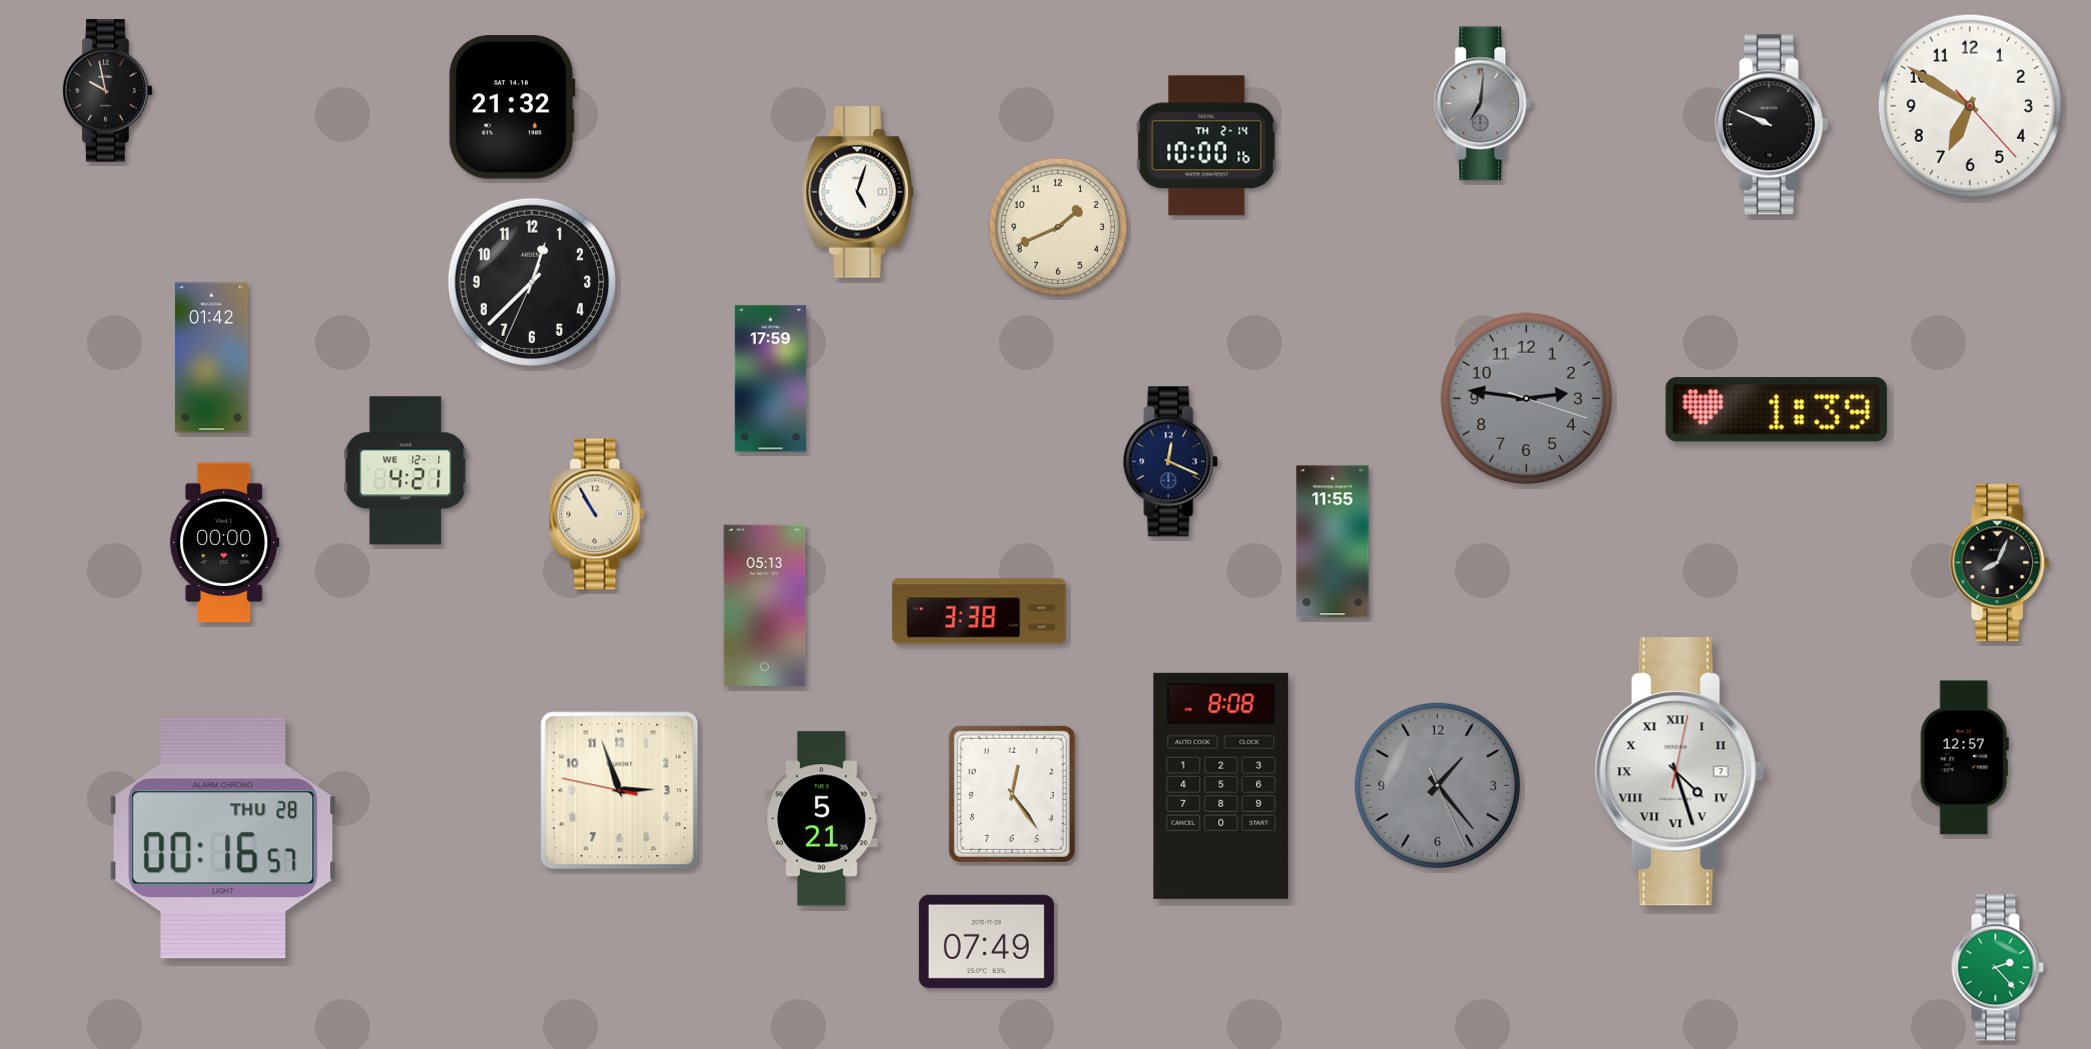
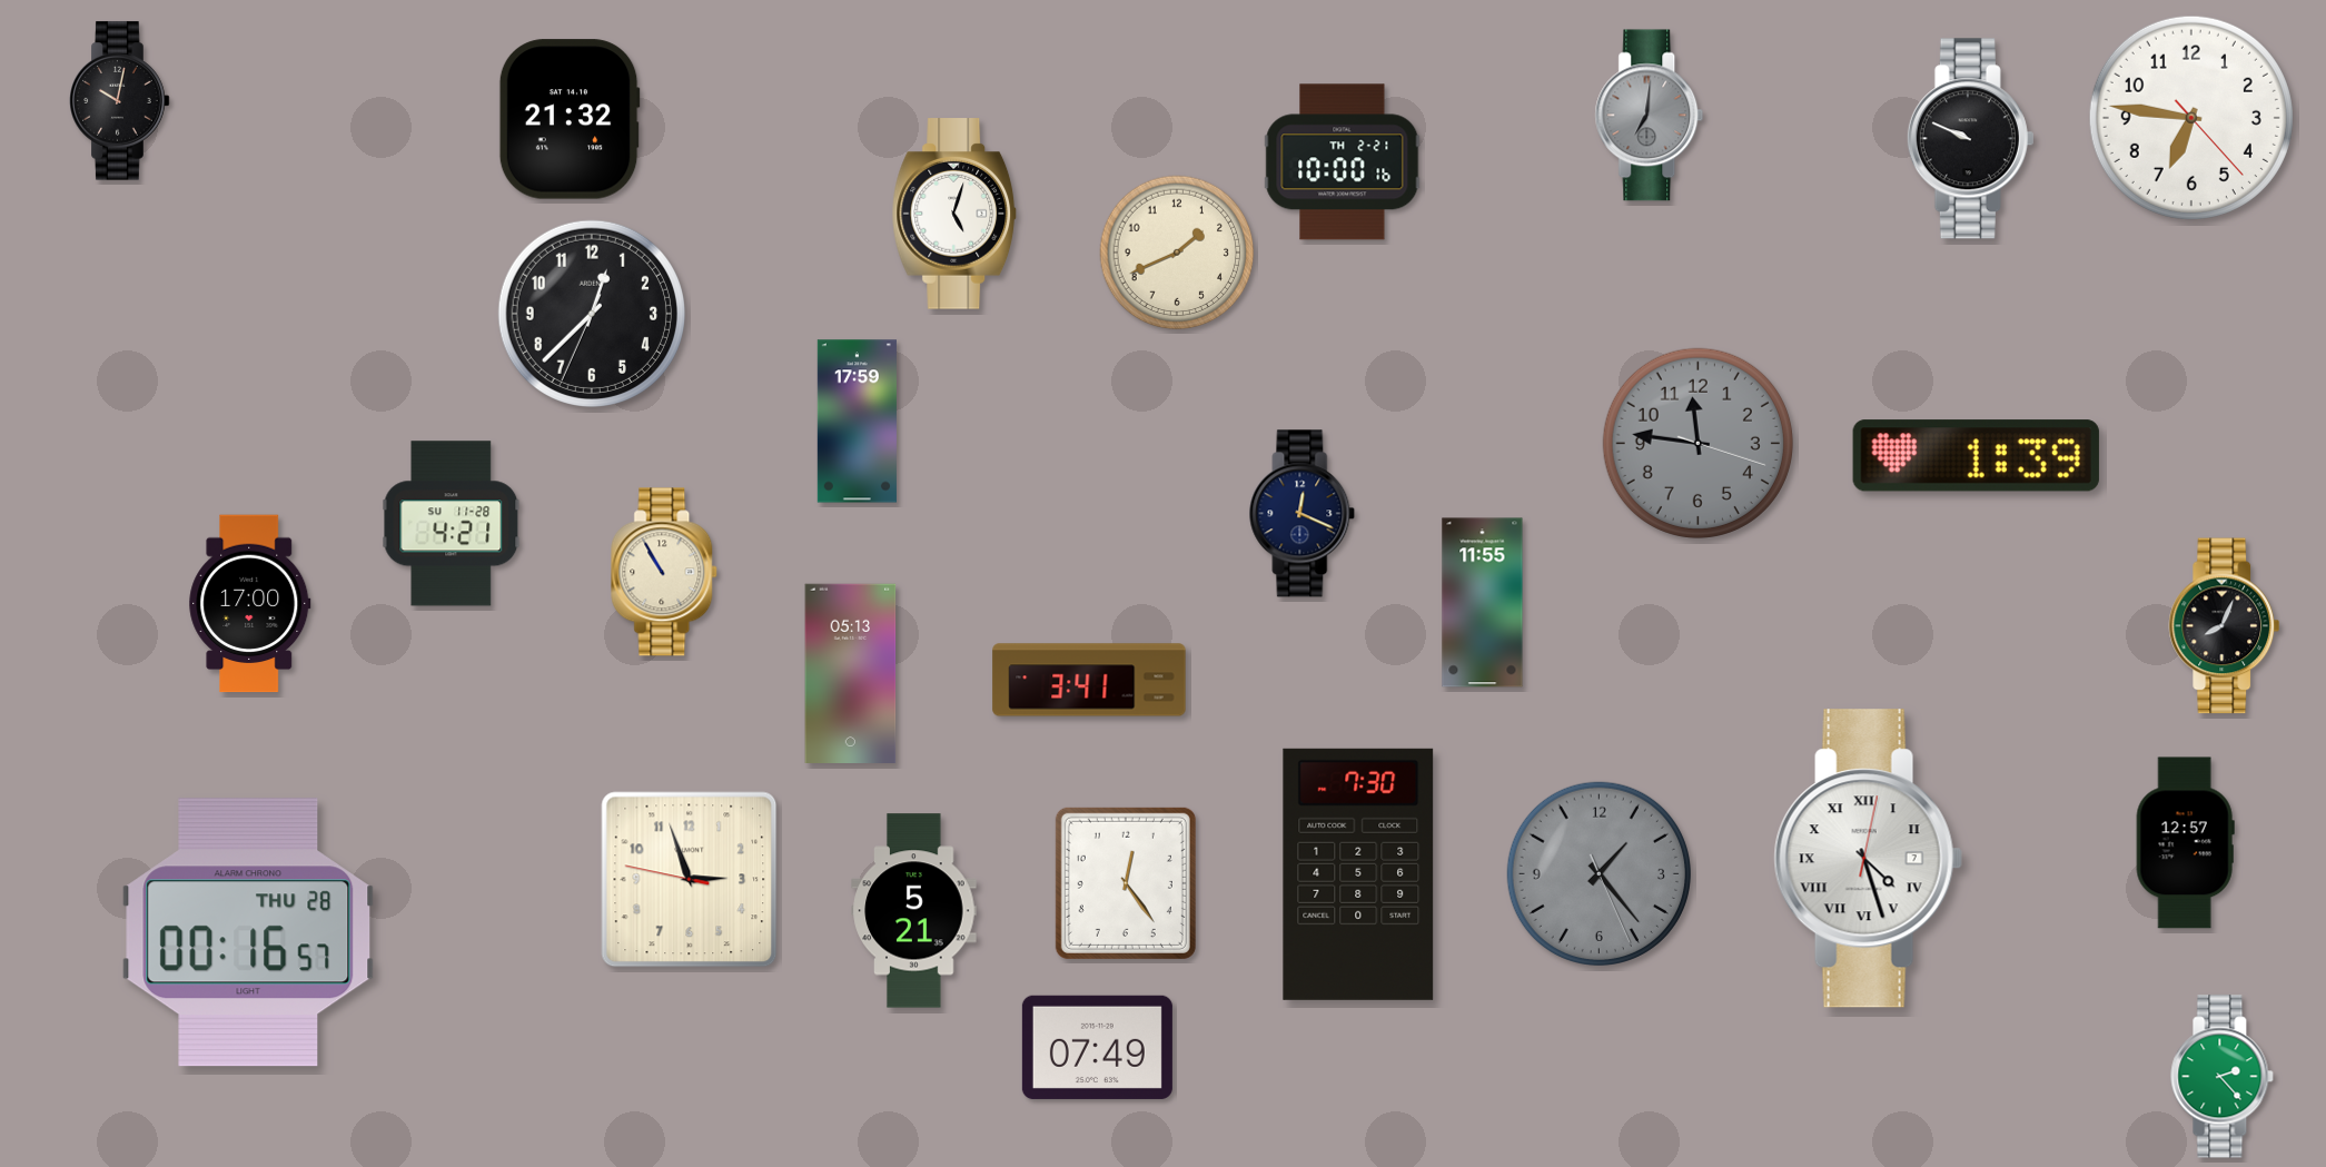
clock at (108, 91): 9:58 -> 10:02
clock at (1970, 106): 6:50 -> 6:46
clock at (1207, 146) date: TH 2-14 -> TH 2-21
clock at (212, 358): 01:42 -> none
clock at (1526, 398): 2:46 -> 11:46
clock at (406, 471) date: WE 12-1 -> SU 11-28
clock at (225, 543): 00:00 -> 17:00
clock at (979, 611): 3:38 -> 3:41
clock at (1221, 786): 8:08 -> 7:30
